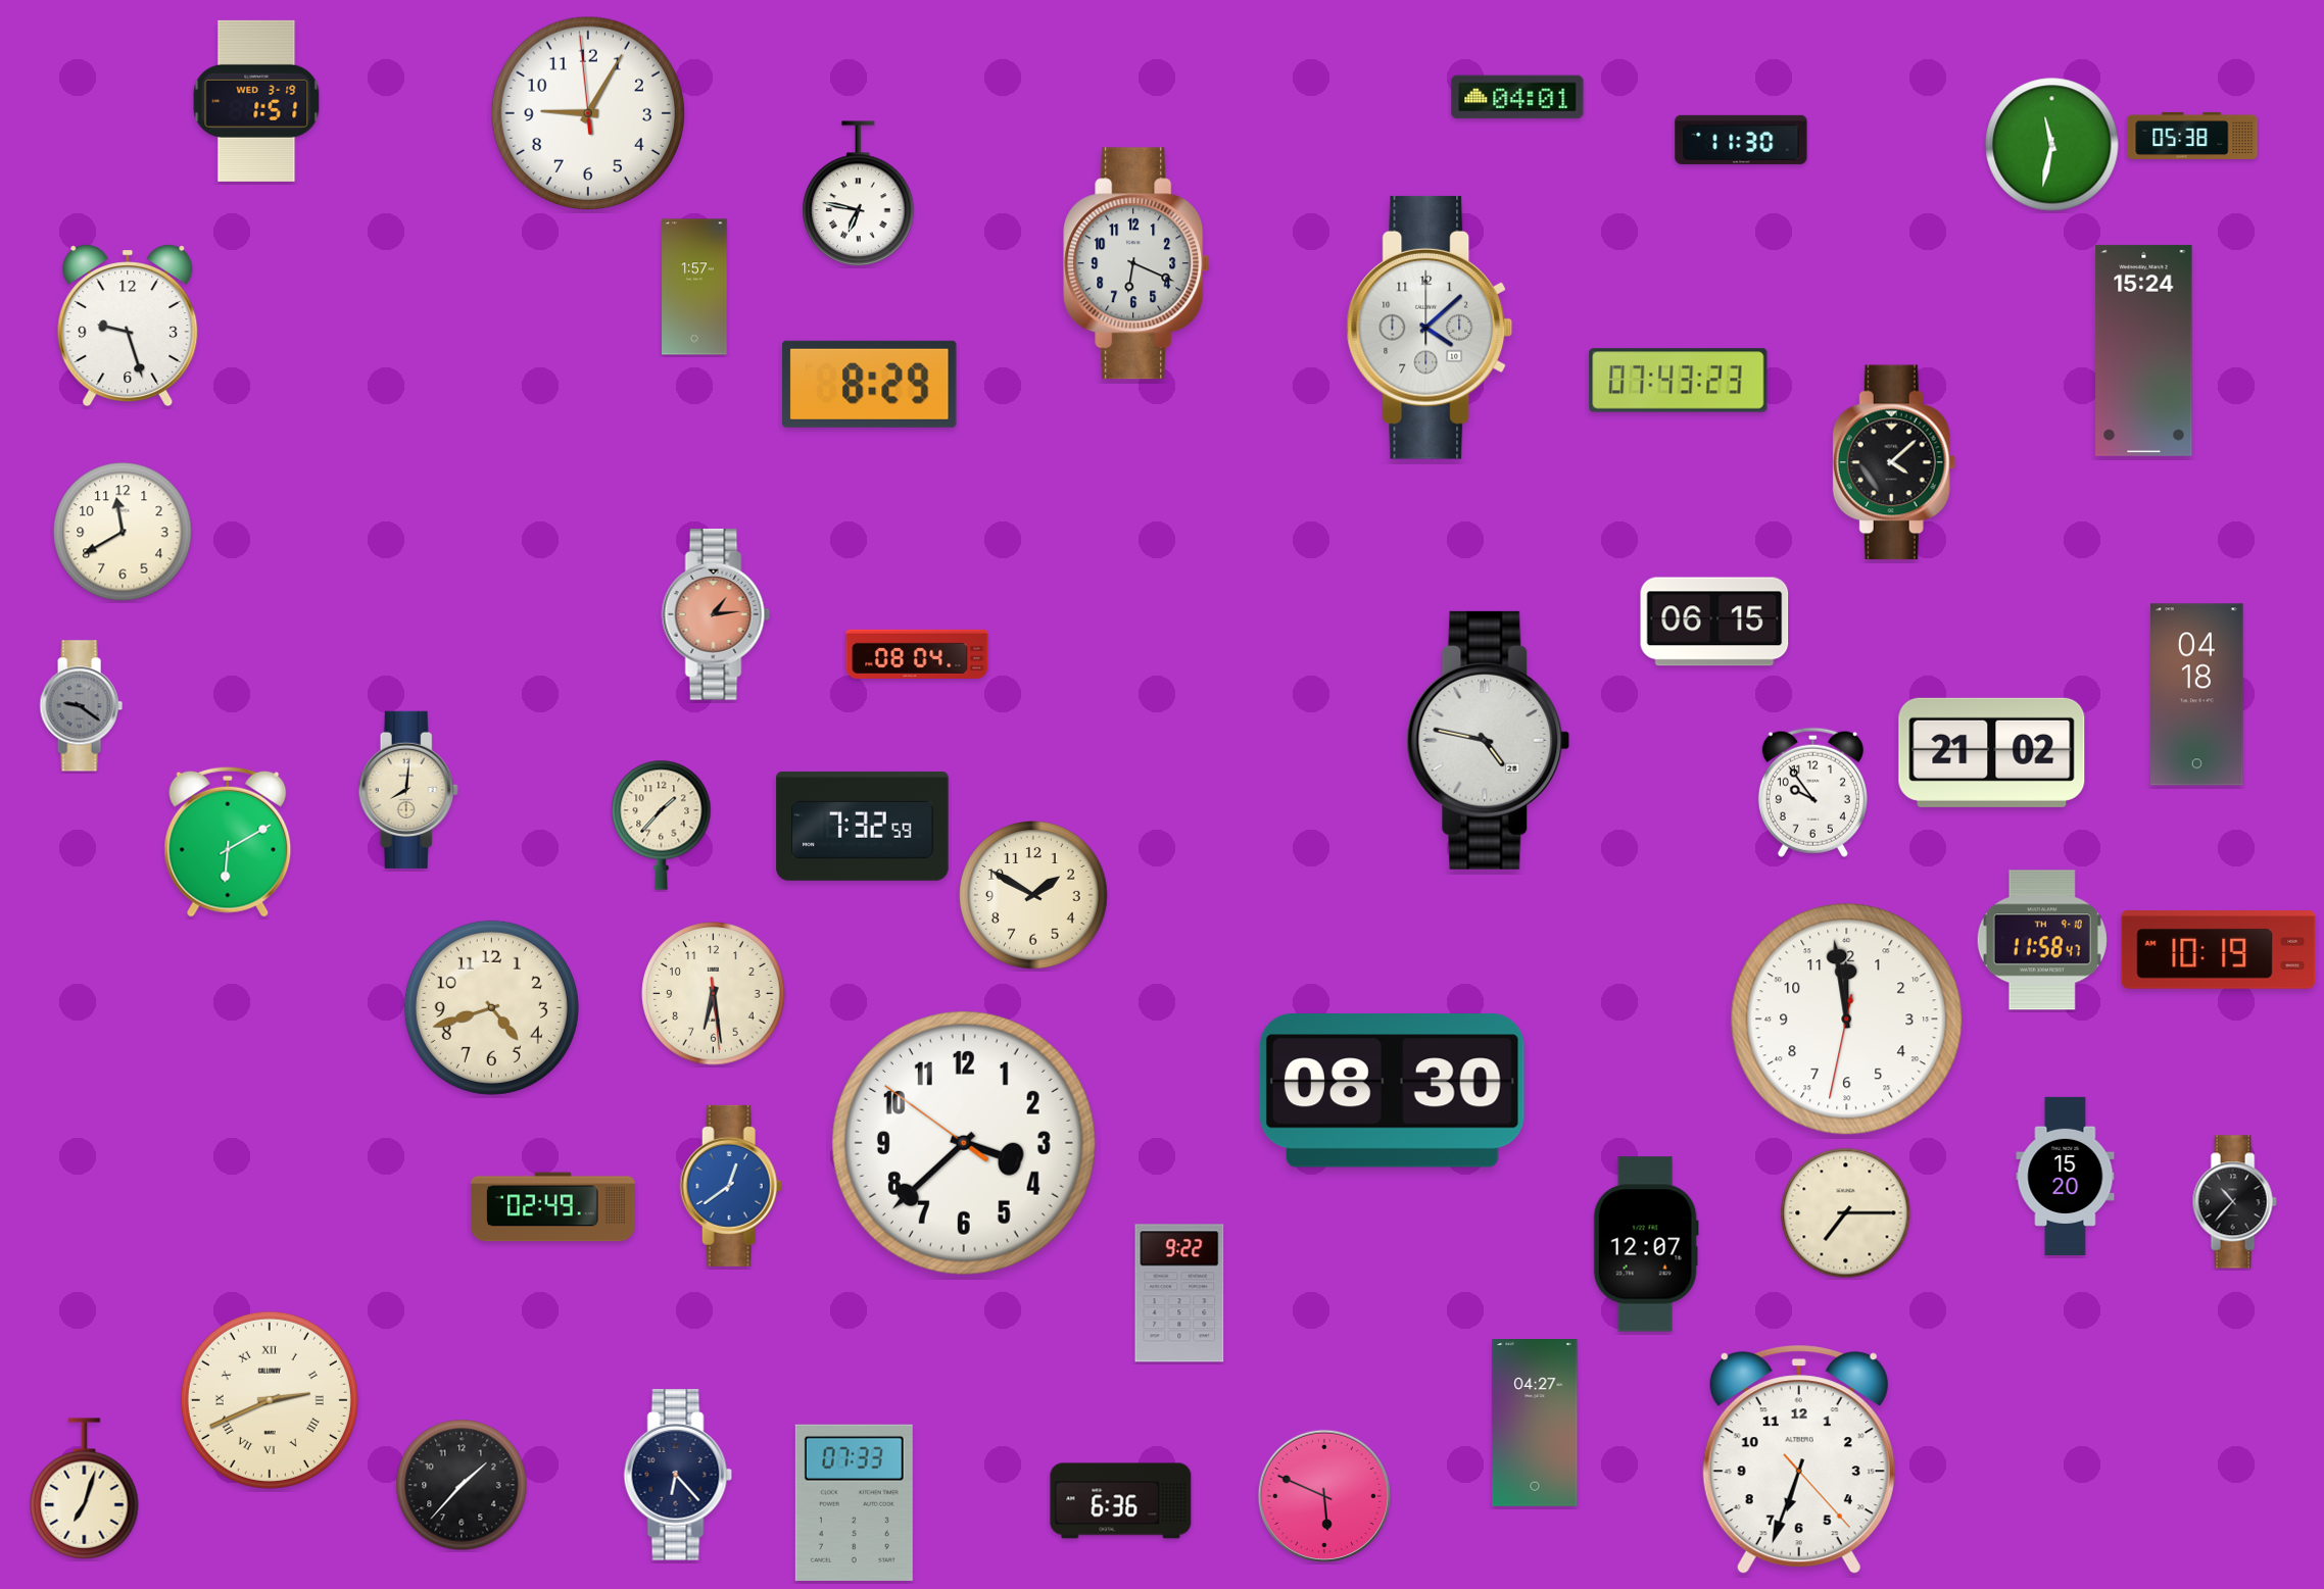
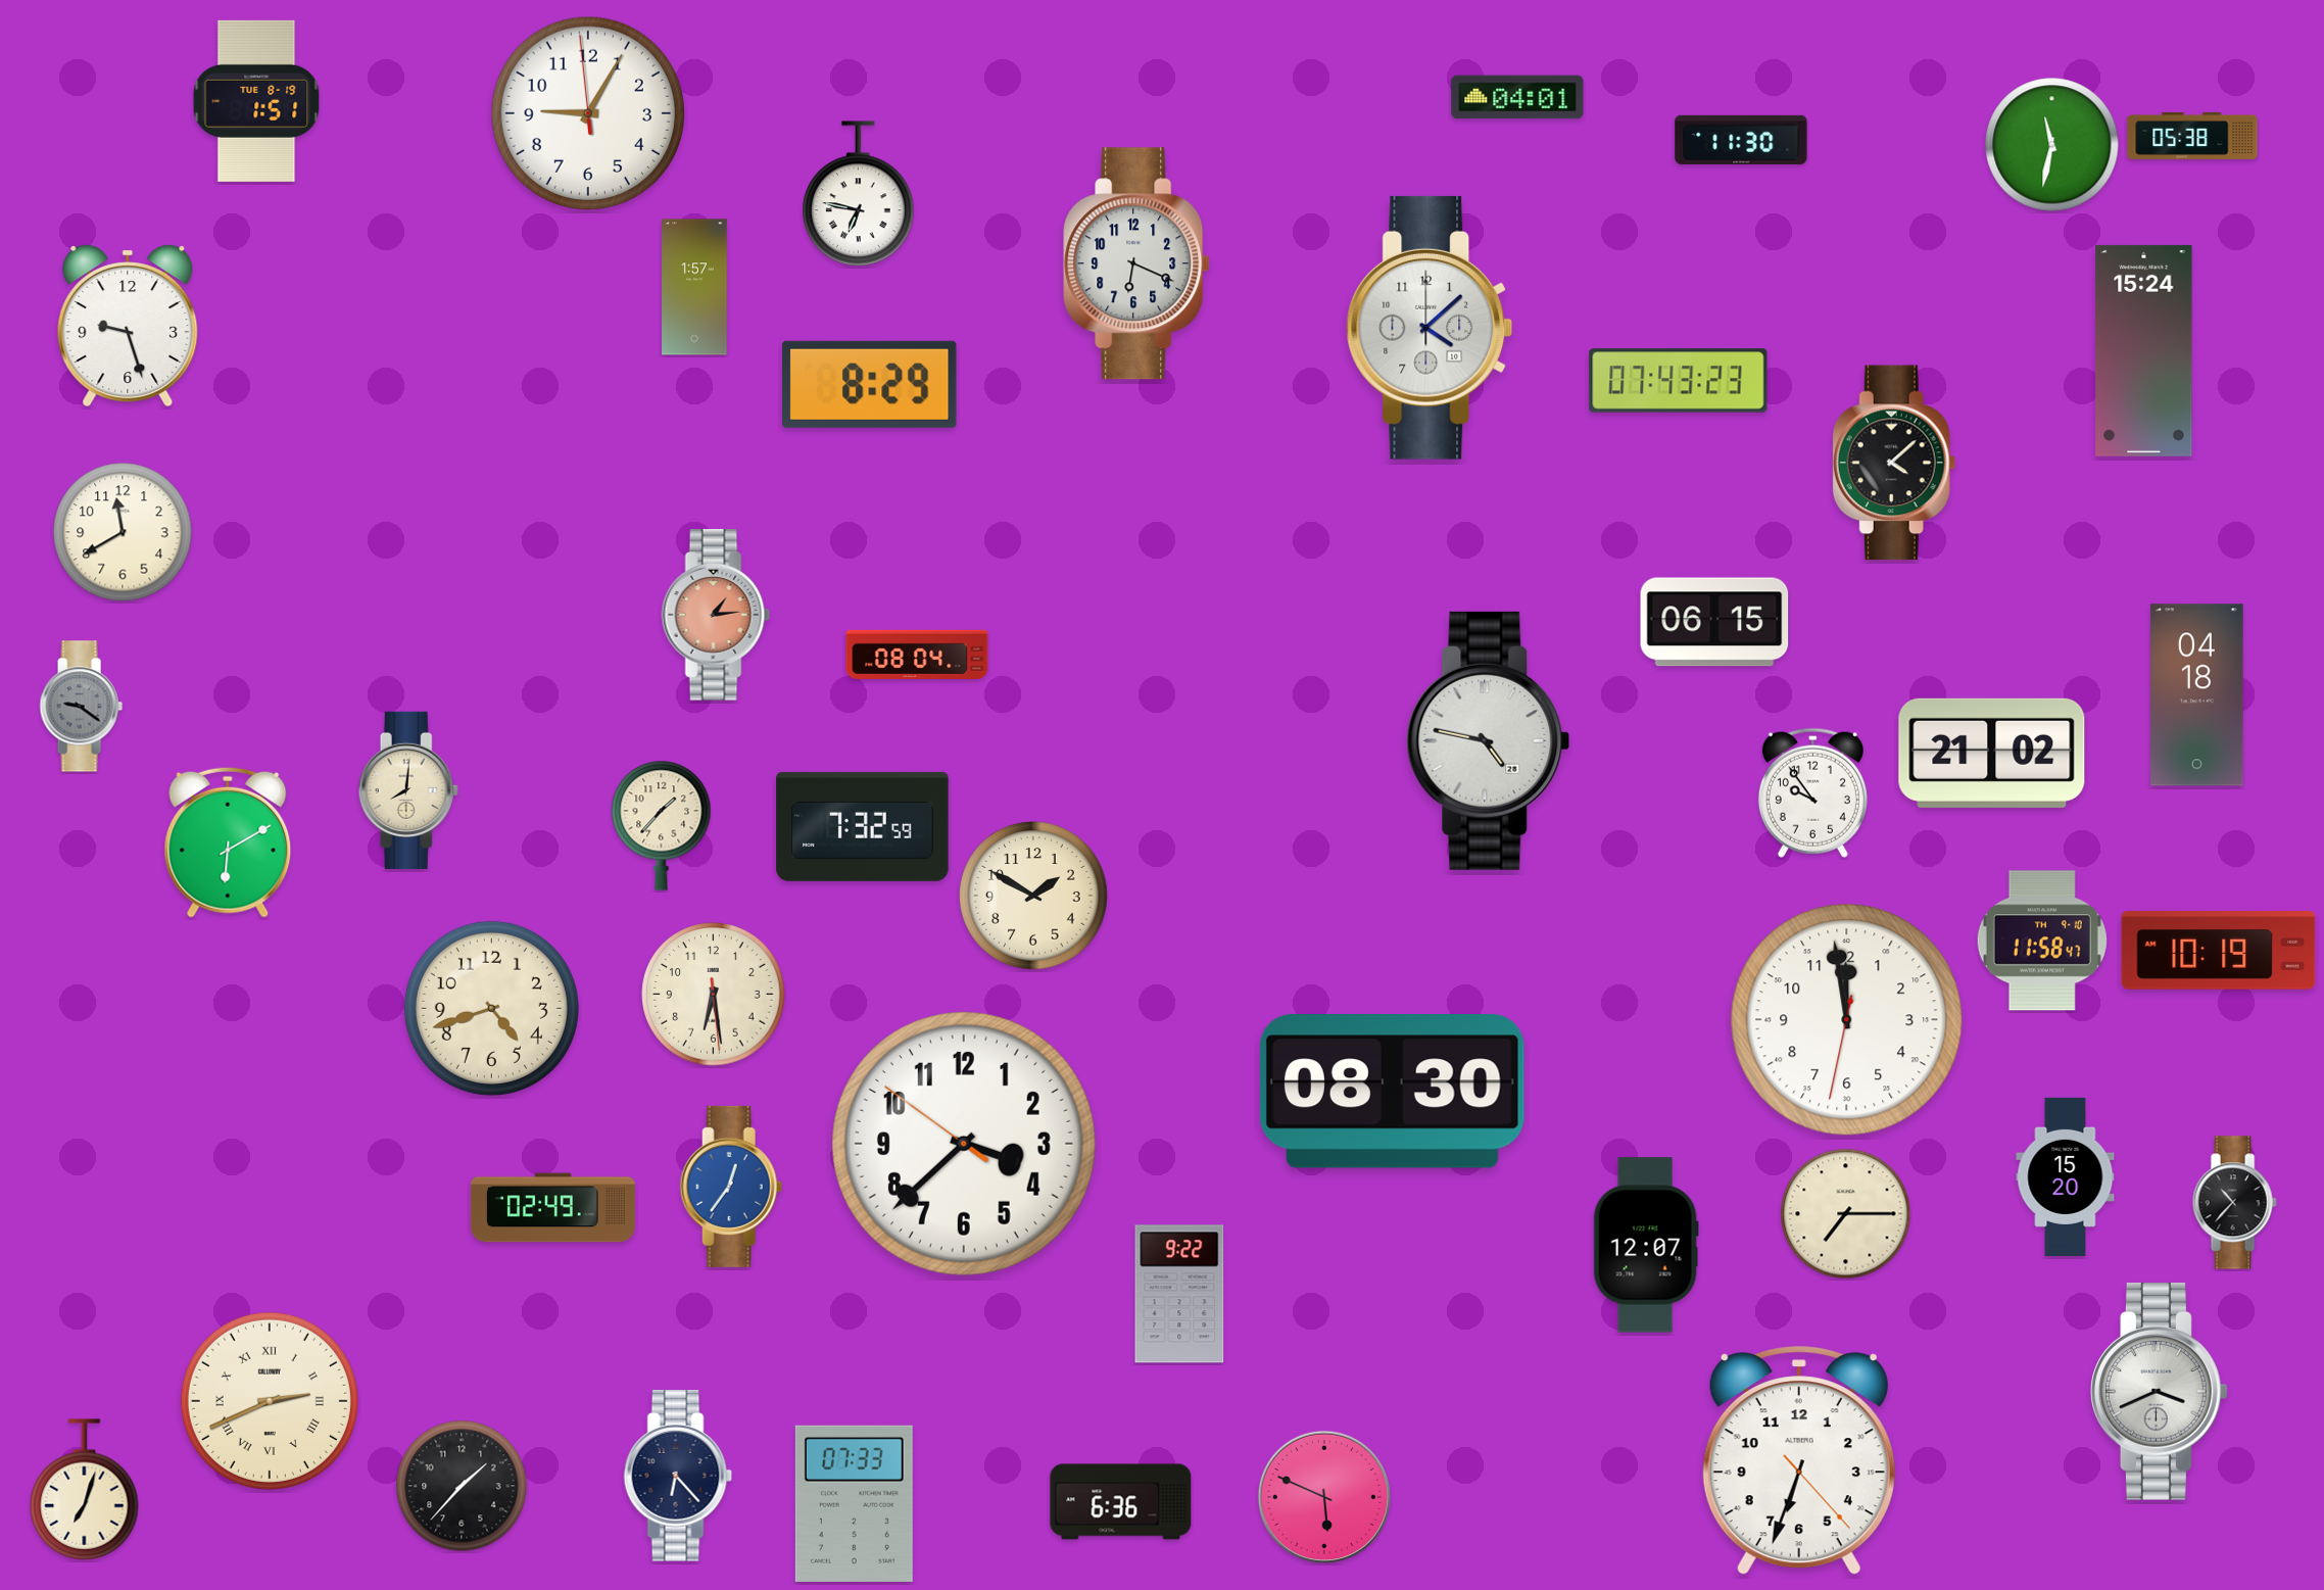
clock at (256, 101) date: WED 3-19 -> TUE 8-19
clock at (731, 1186): 12:39 -> 12:36
clock at (2160, 1392): none -> 3:41
clock at (1535, 1424): 04:27 -> none
